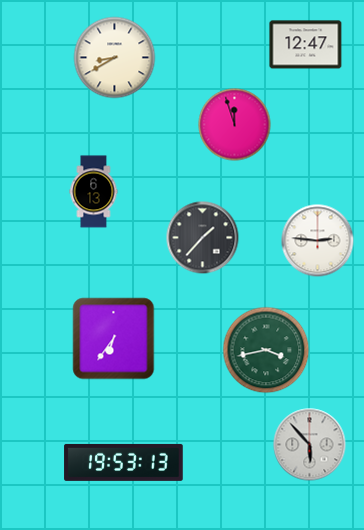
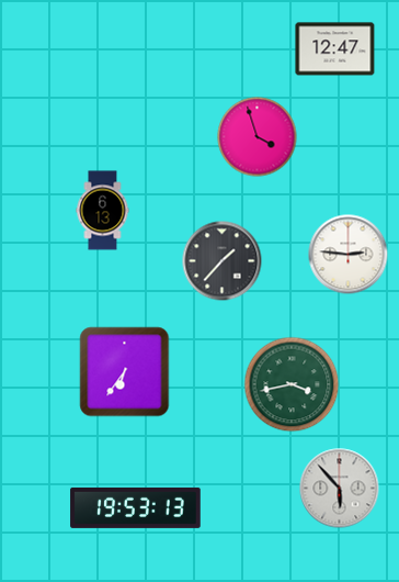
clock at (115, 58): 8:40 -> none
clock at (235, 125): 11:57 -> 3:57
clock at (318, 241) position: (318, 241) -> (349, 255)
